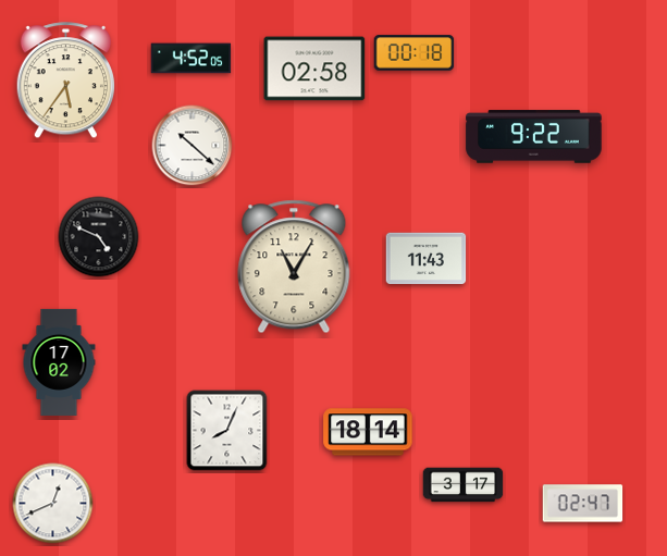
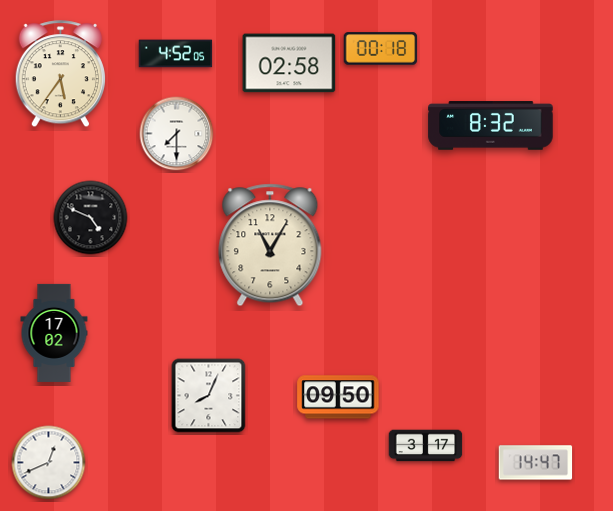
clock at (534, 137): 9:22 -> 8:32
clock at (193, 146): 10:22 -> 7:30
clock at (427, 259): 11:43 -> none
clock at (368, 432): 18:14 -> 09:50
clock at (583, 504): 02:47 -> 14:47
